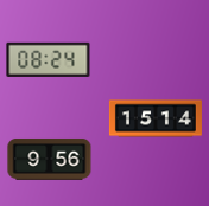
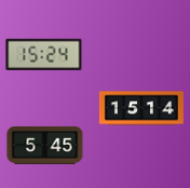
clock at (49, 59): 08:24 -> 15:24
clock at (50, 159): 9:56 -> 5:45
